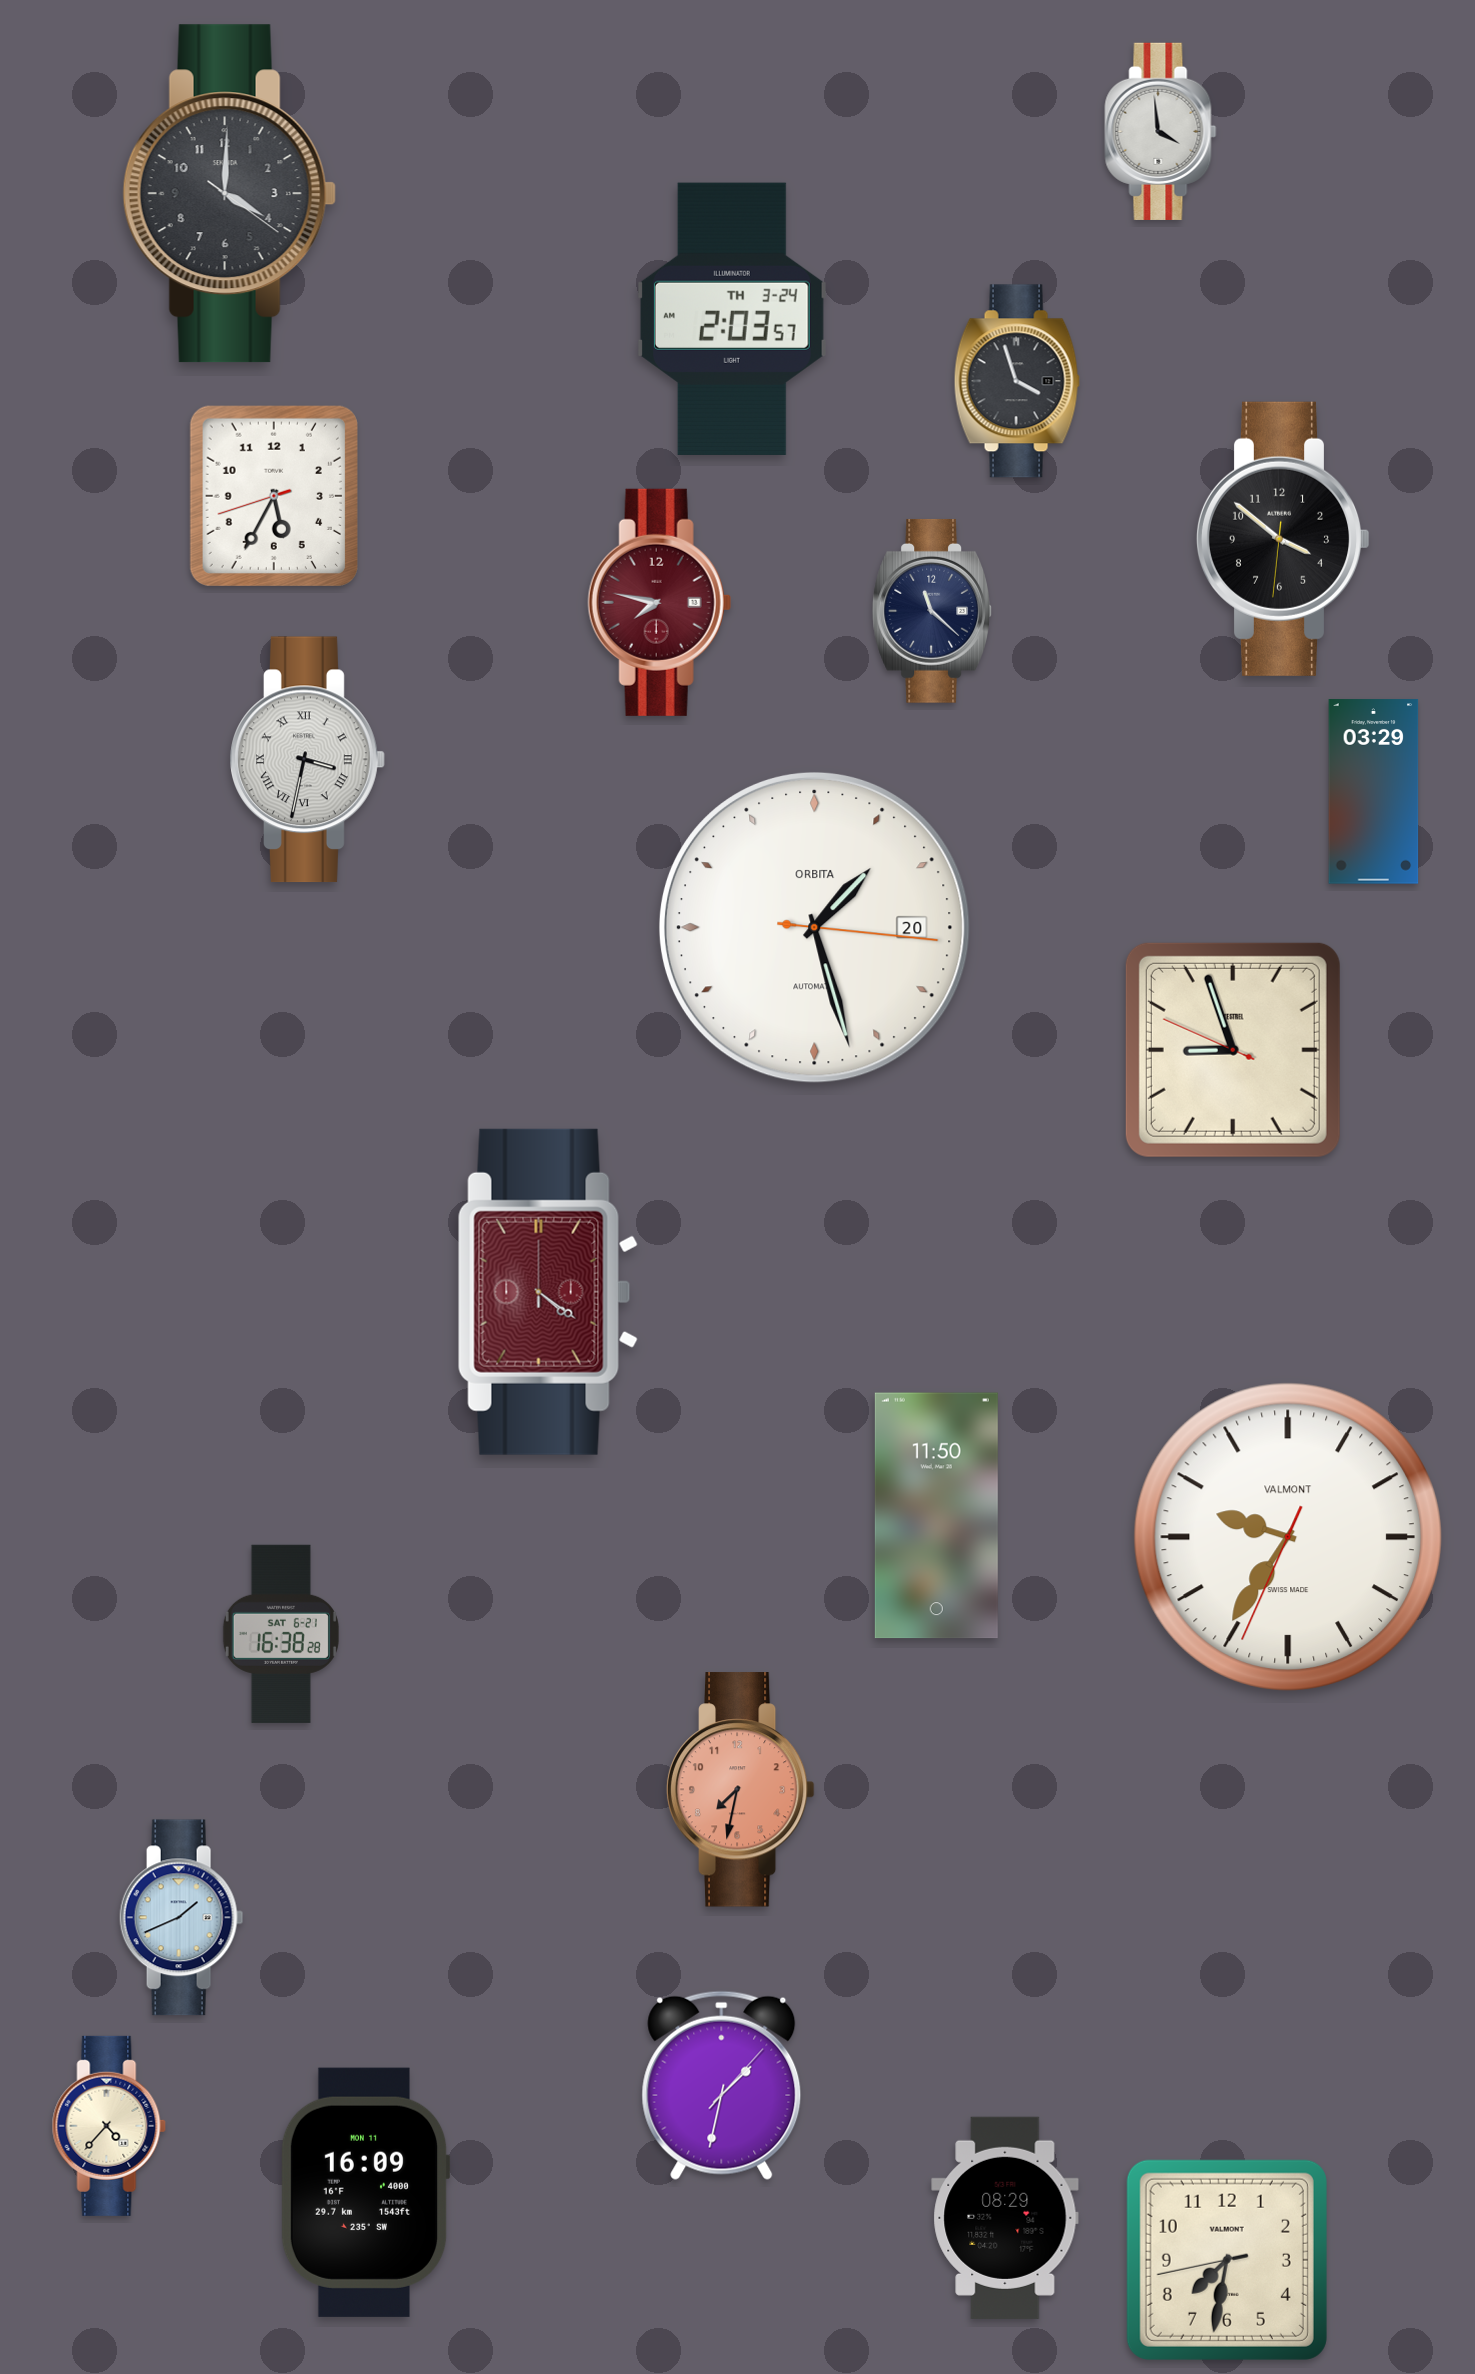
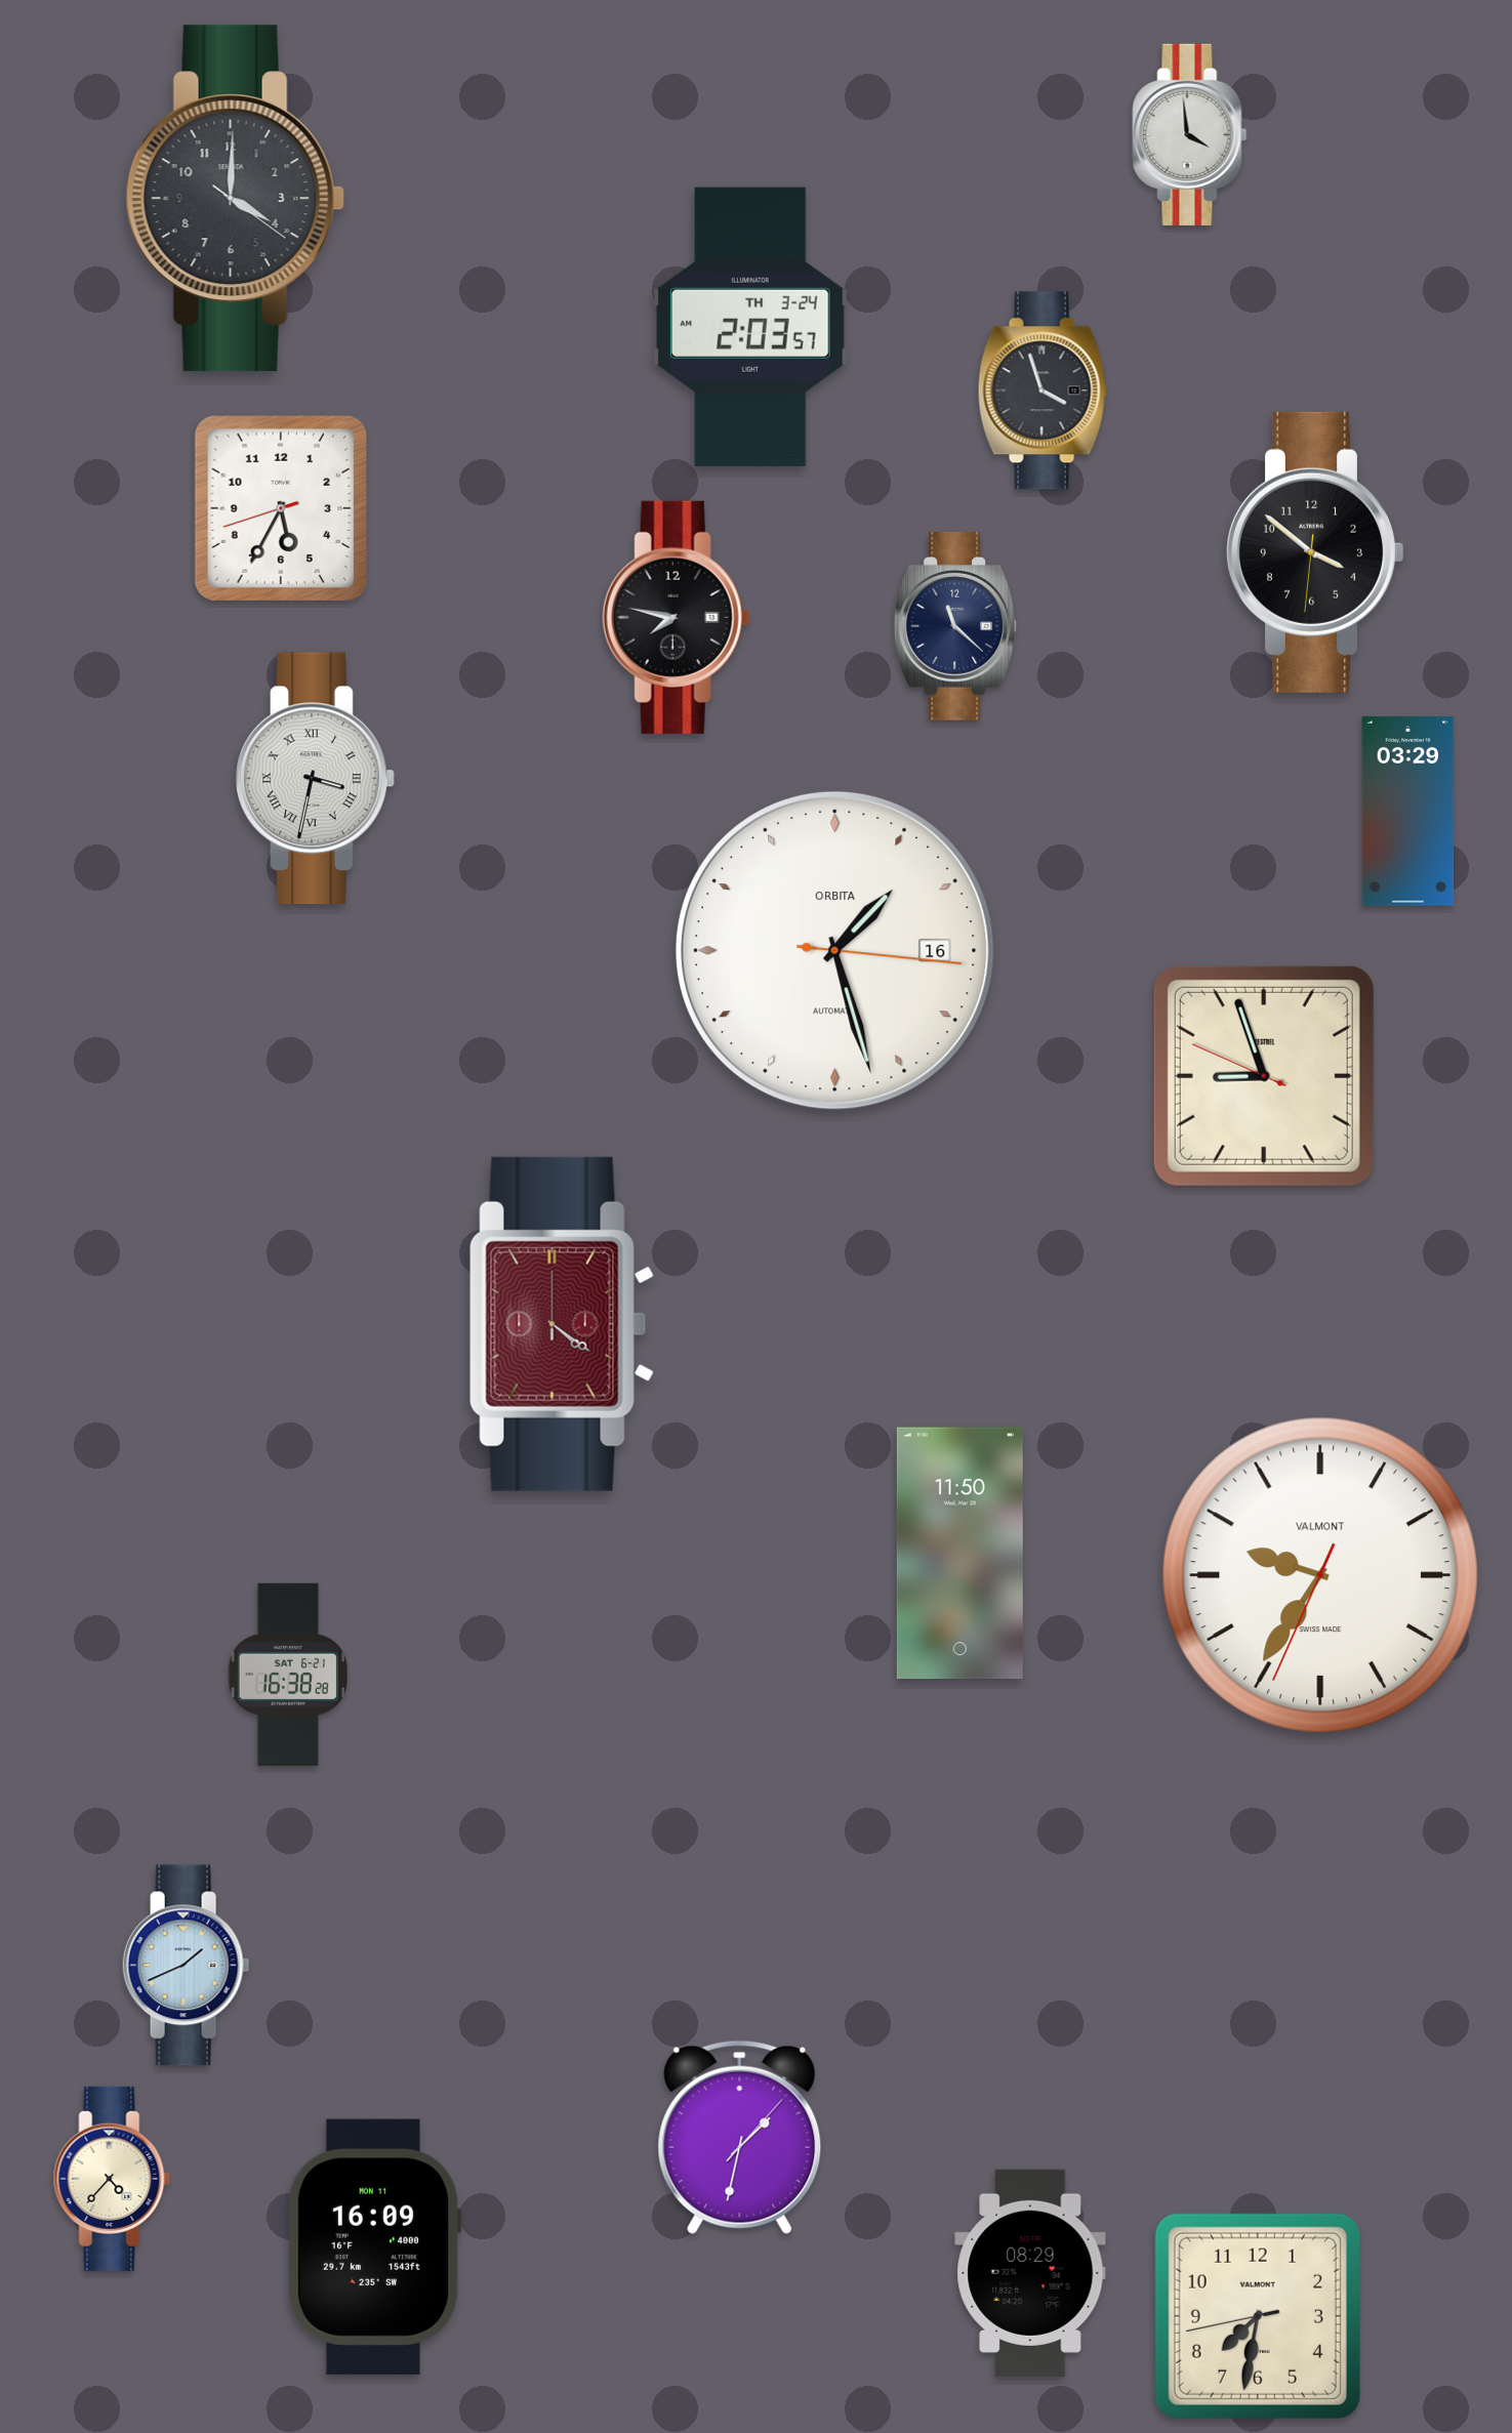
clock at (659, 602) dial: burgundy -> black
clock at (814, 927) date: 20 -> 16
clock at (740, 1790): 7:32 -> none
